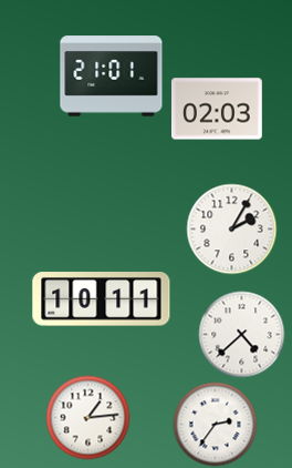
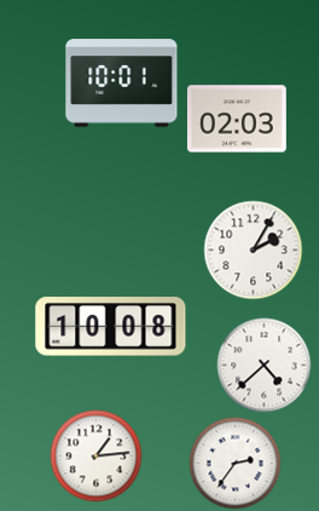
clock at (112, 77): 21:01 -> 10:01
clock at (102, 299): 10:11 -> 10:08
